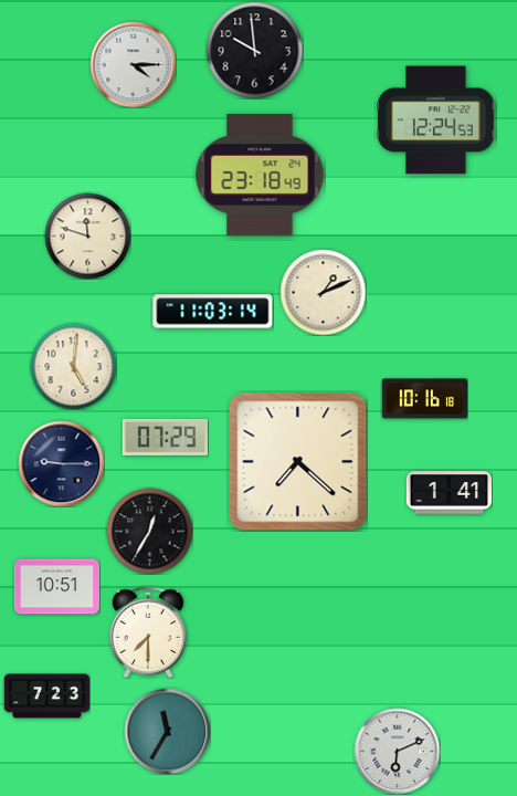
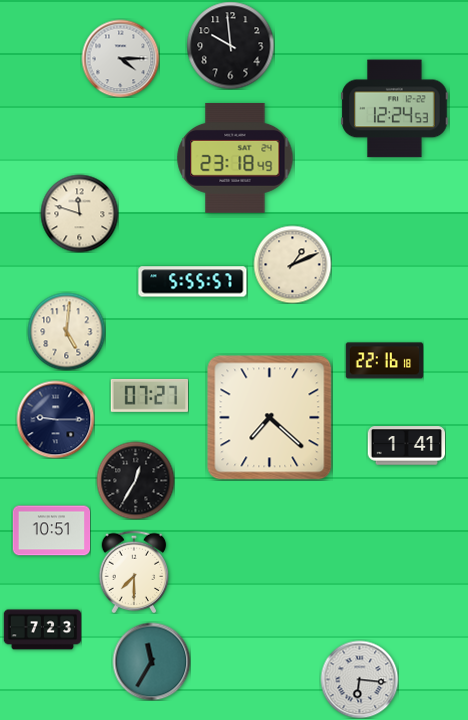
clock at (213, 312): 11:03 -> 5:55
clock at (424, 399): 10:16 -> 22:16
clock at (165, 438): 07:29 -> 07:27
clock at (397, 751): 6:11 -> 6:16
